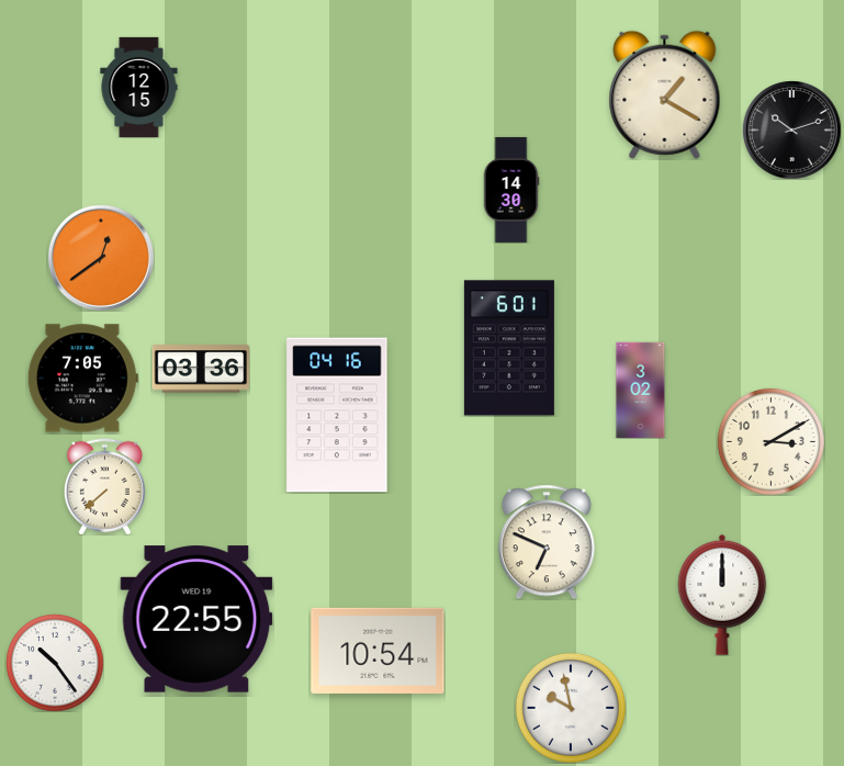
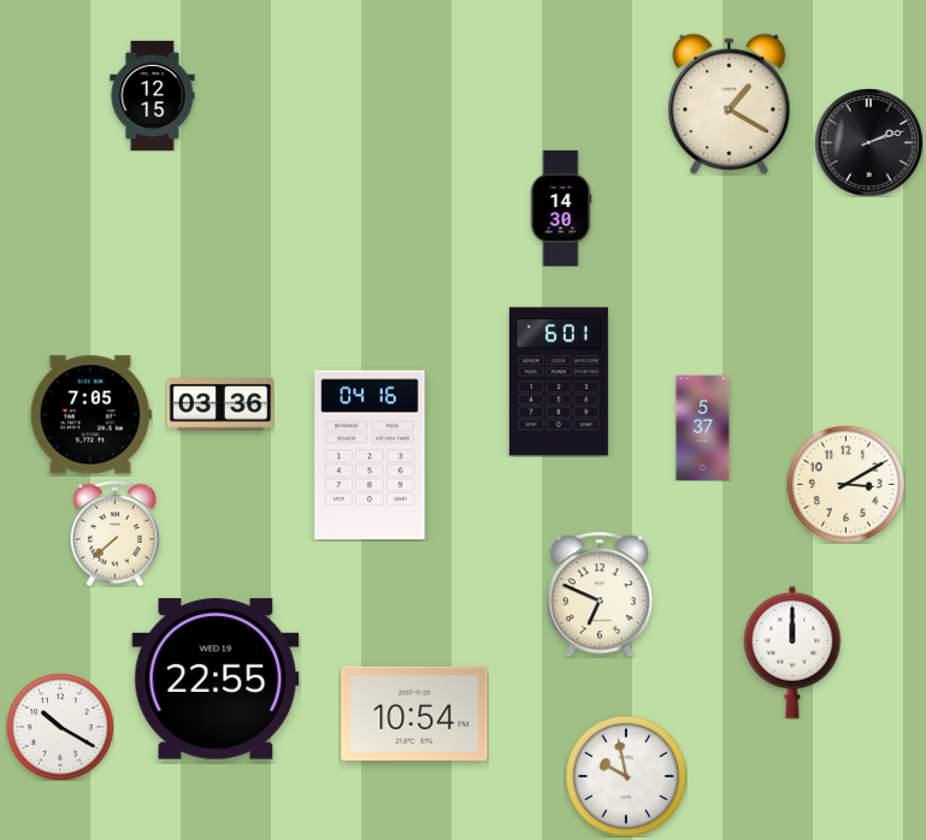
clock at (791, 129): 10:12 -> 2:12
clock at (101, 258): 12:39 -> none
clock at (641, 390): 3:02 -> 5:37
clock at (55, 663): 10:24 -> 10:20
